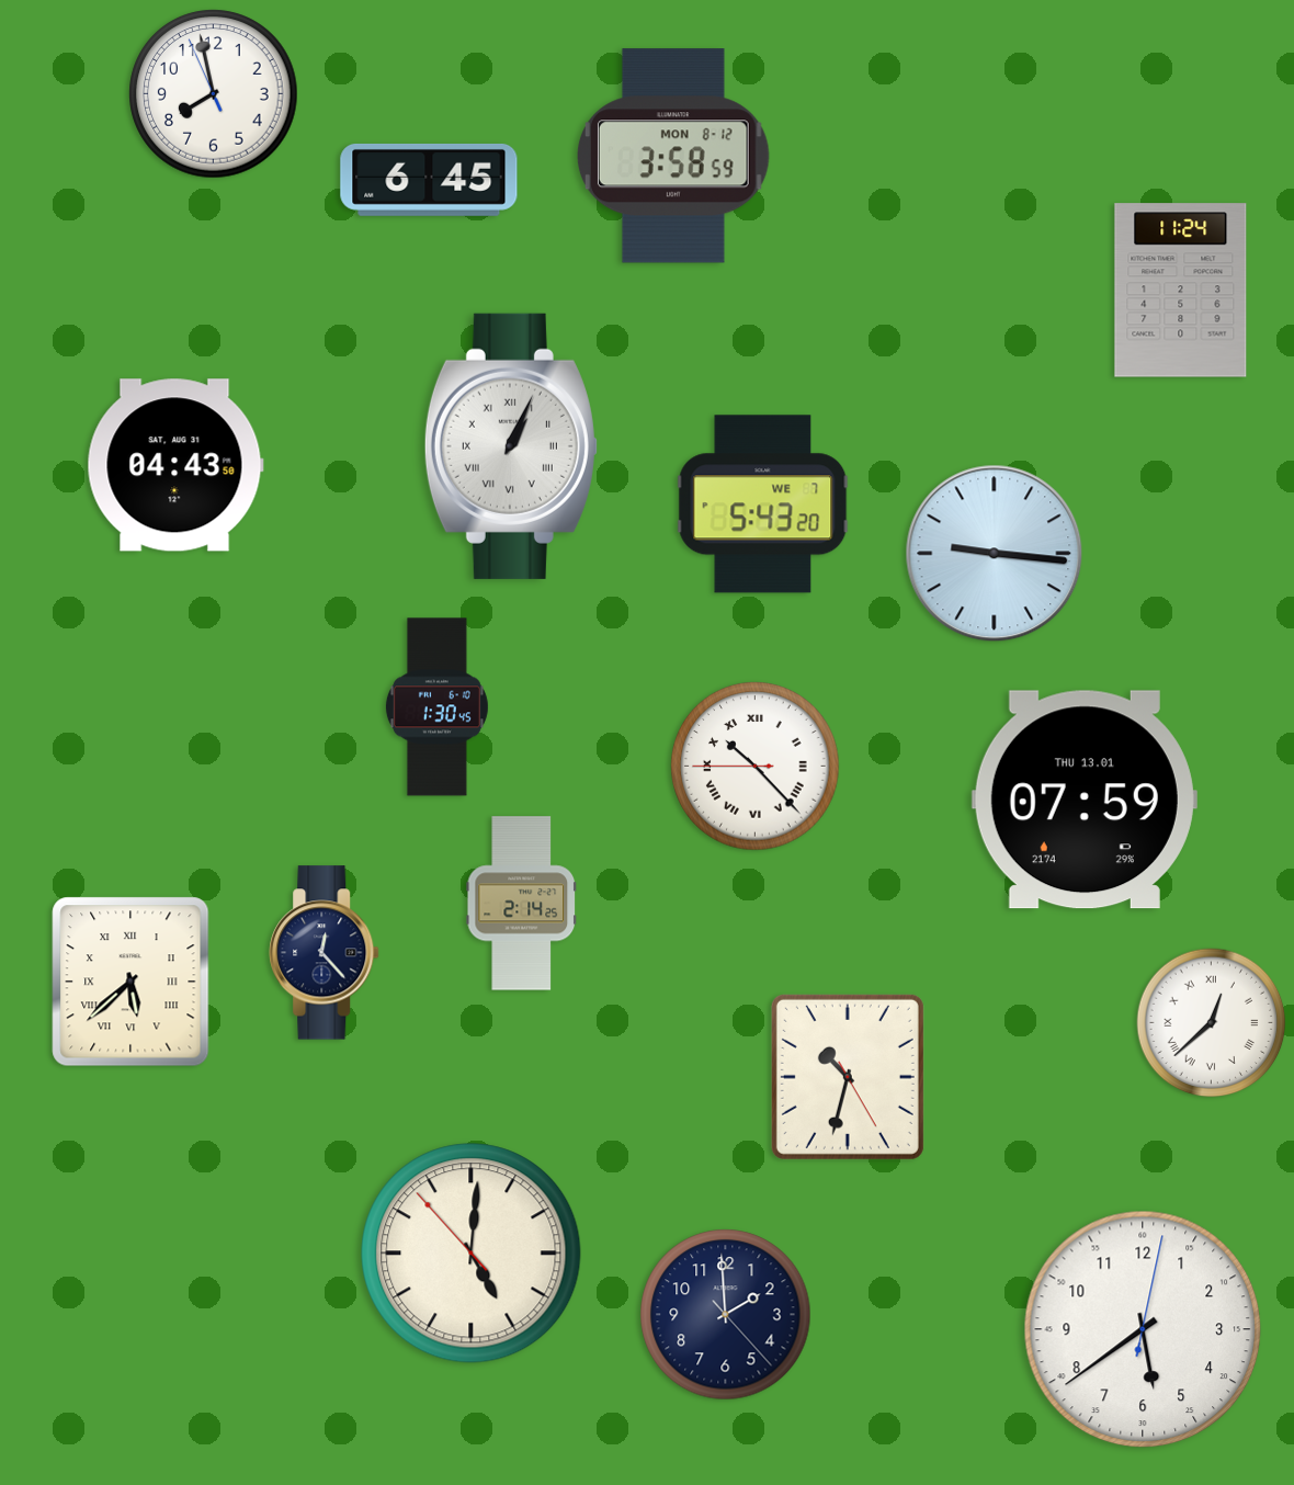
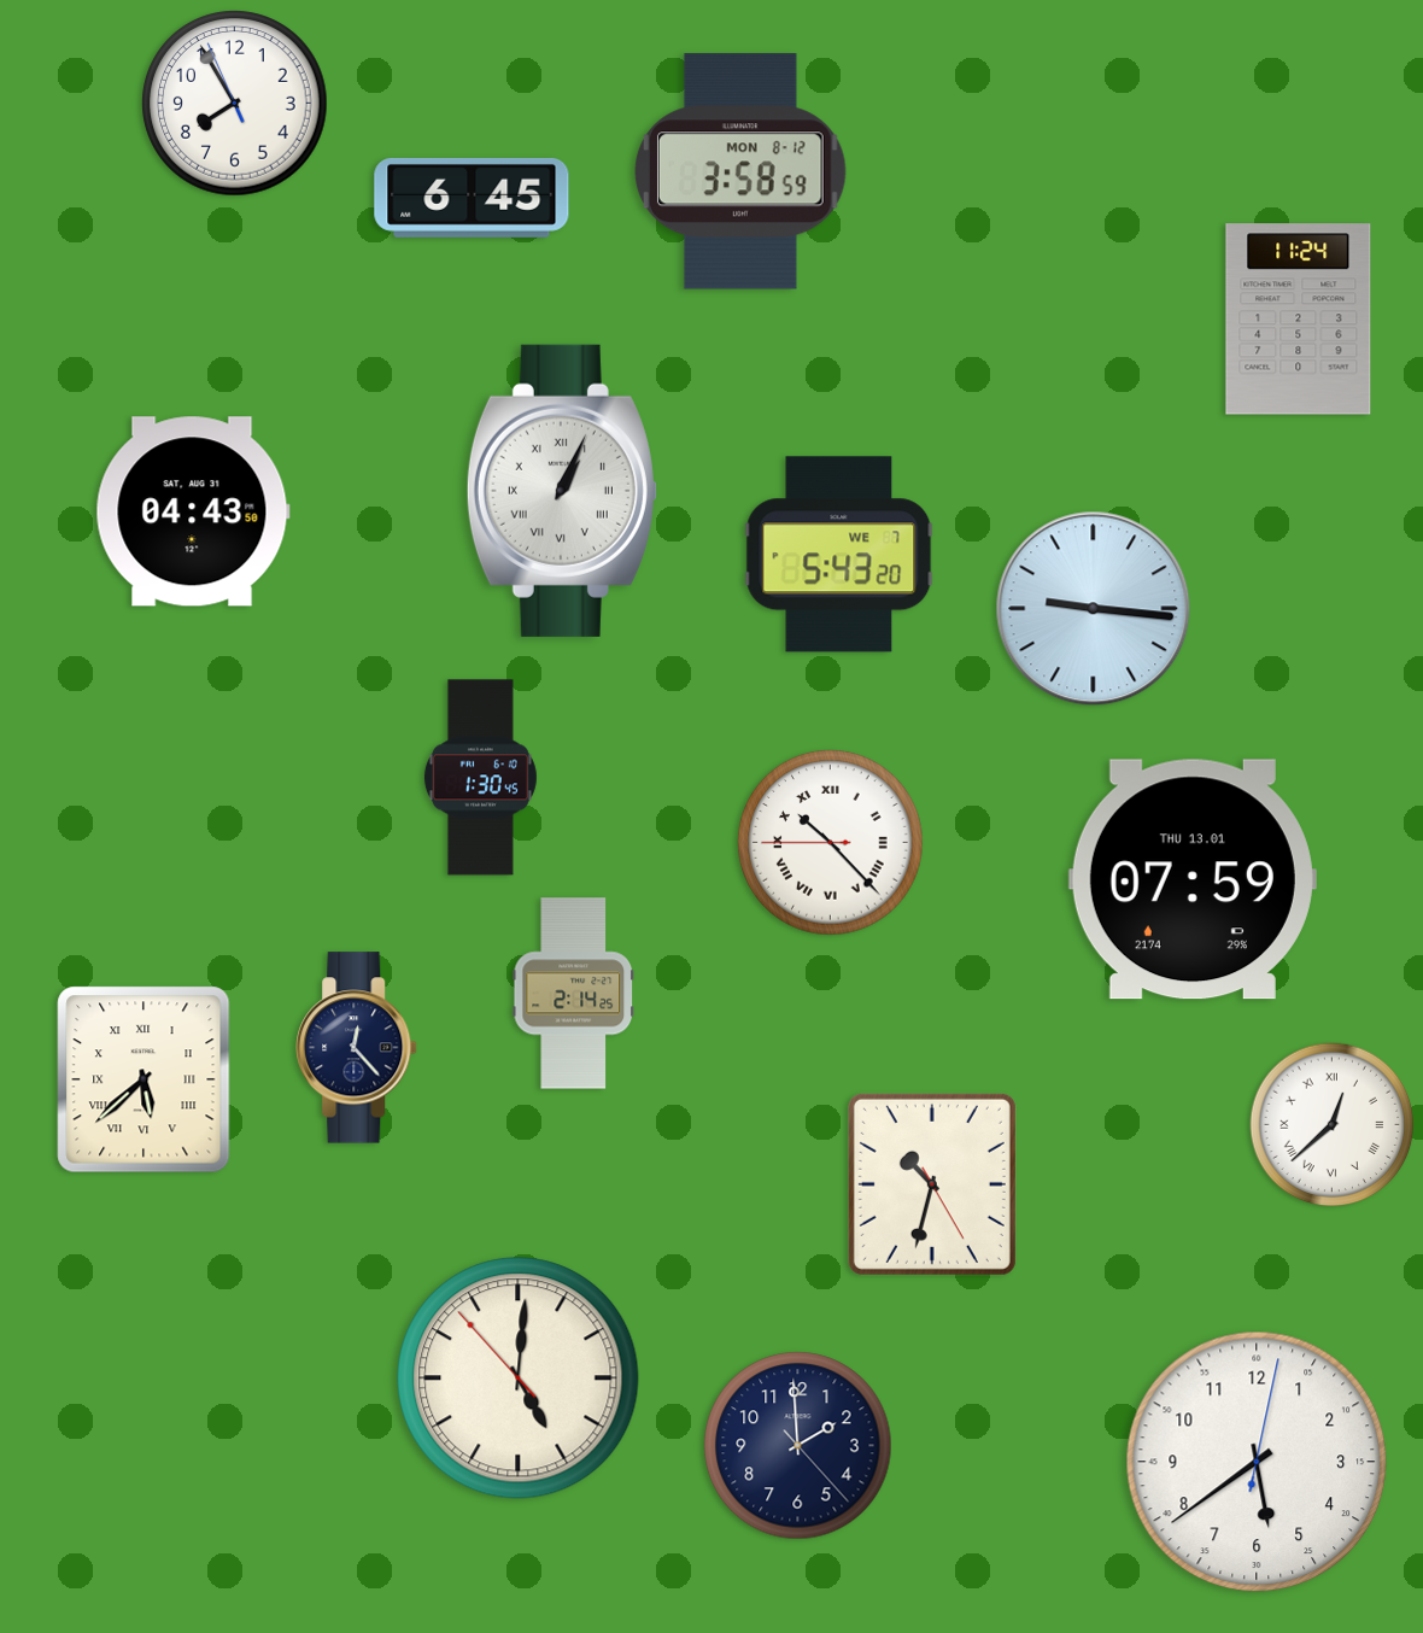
clock at (214, 94): 7:57 -> 7:54
